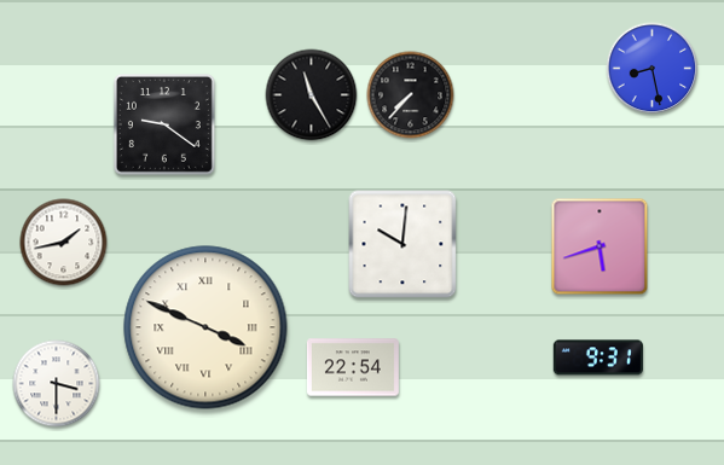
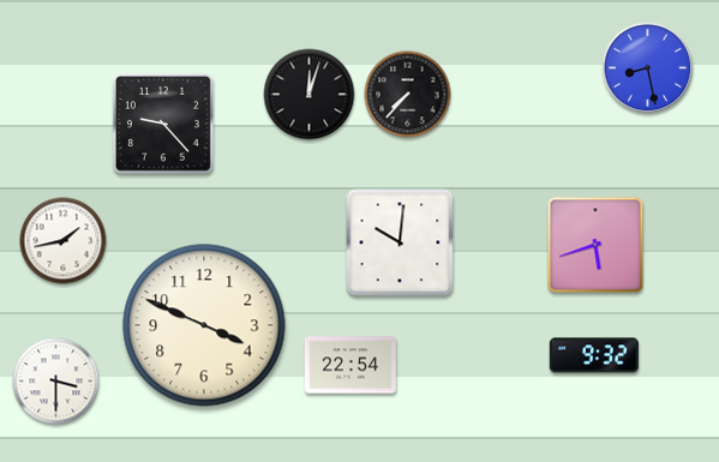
clock at (312, 95): 11:25 -> 12:03
clock at (164, 124): 9:21 -> 9:23
clock at (205, 327) numerals: Roman -> Arabic
clock at (598, 358): 9:31 -> 9:32
